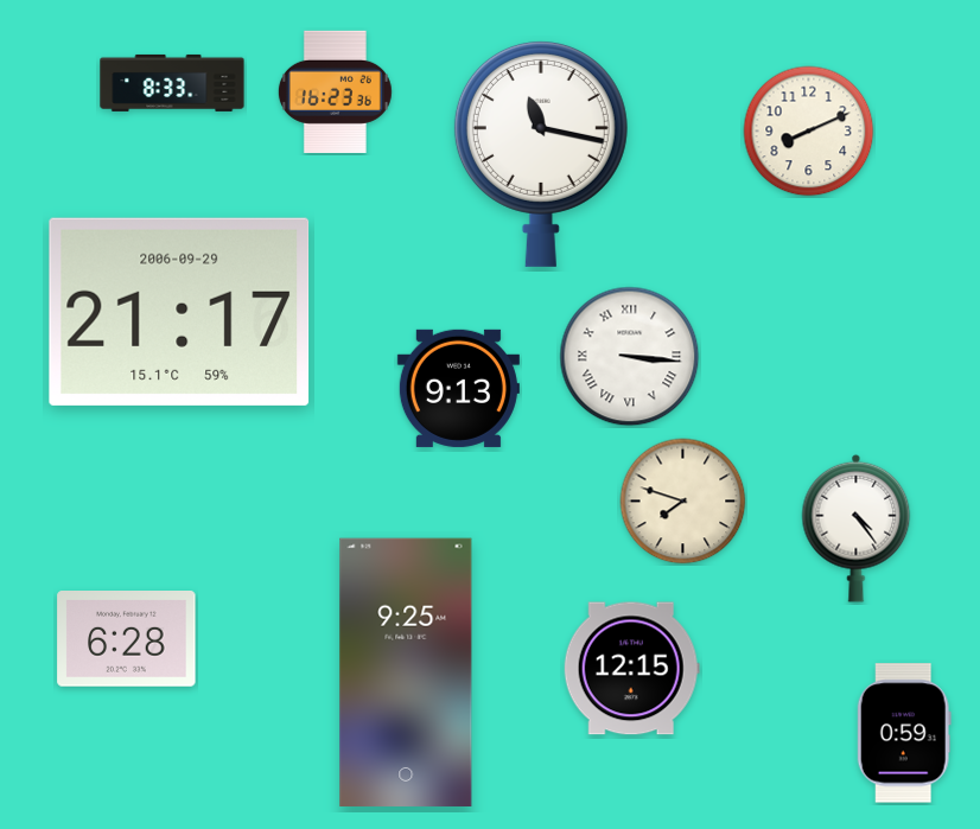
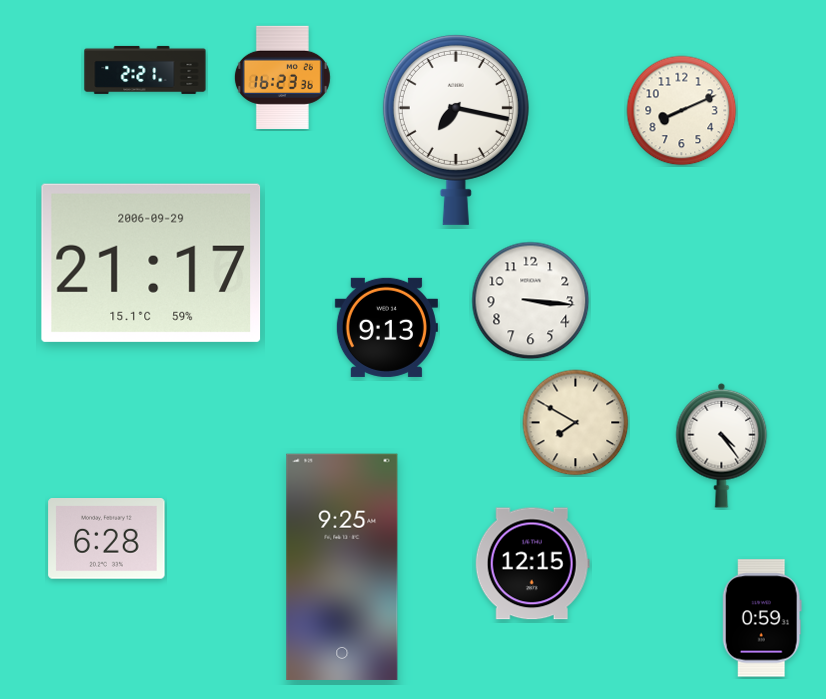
clock at (172, 83): 8:33 -> 2:21
clock at (541, 153): 11:17 -> 7:17
clock at (630, 357) numerals: Roman -> Arabic
clock at (683, 502): 7:48 -> 7:50
